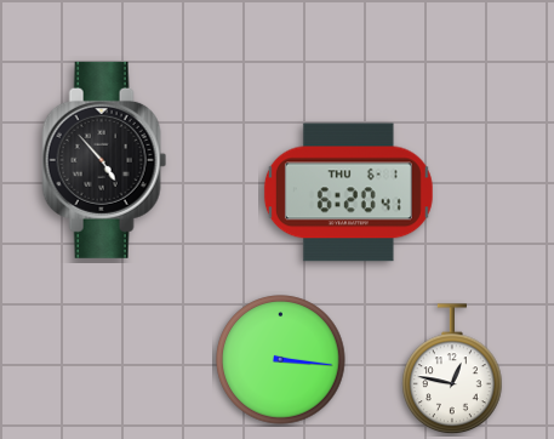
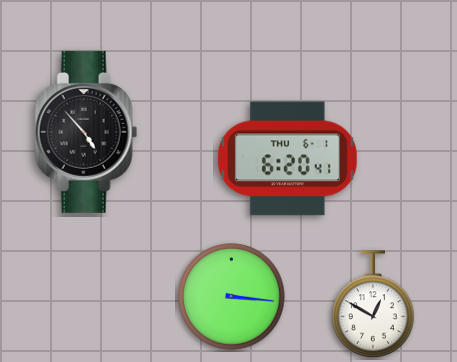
clock at (452, 370): 12:47 -> 12:50
